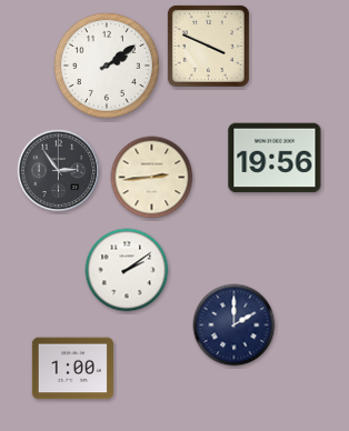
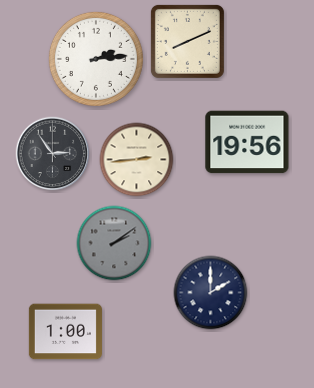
clock at (208, 46): 3:49 -> 8:11
clock at (107, 66): 2:09 -> 2:14
clock at (127, 270) dial: white -> grey
